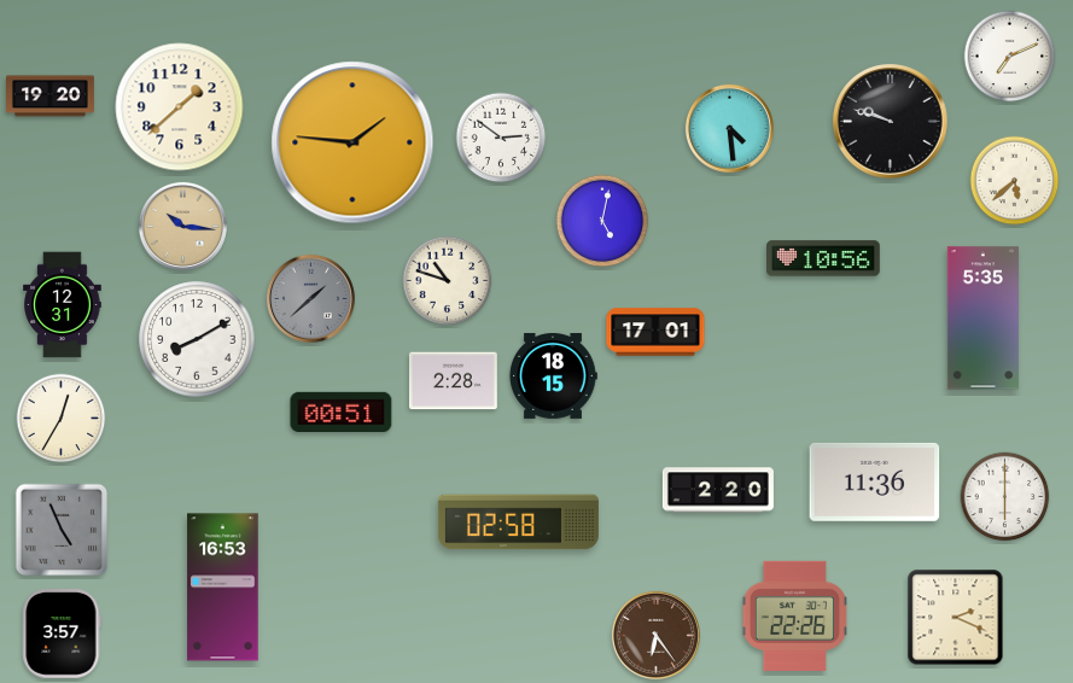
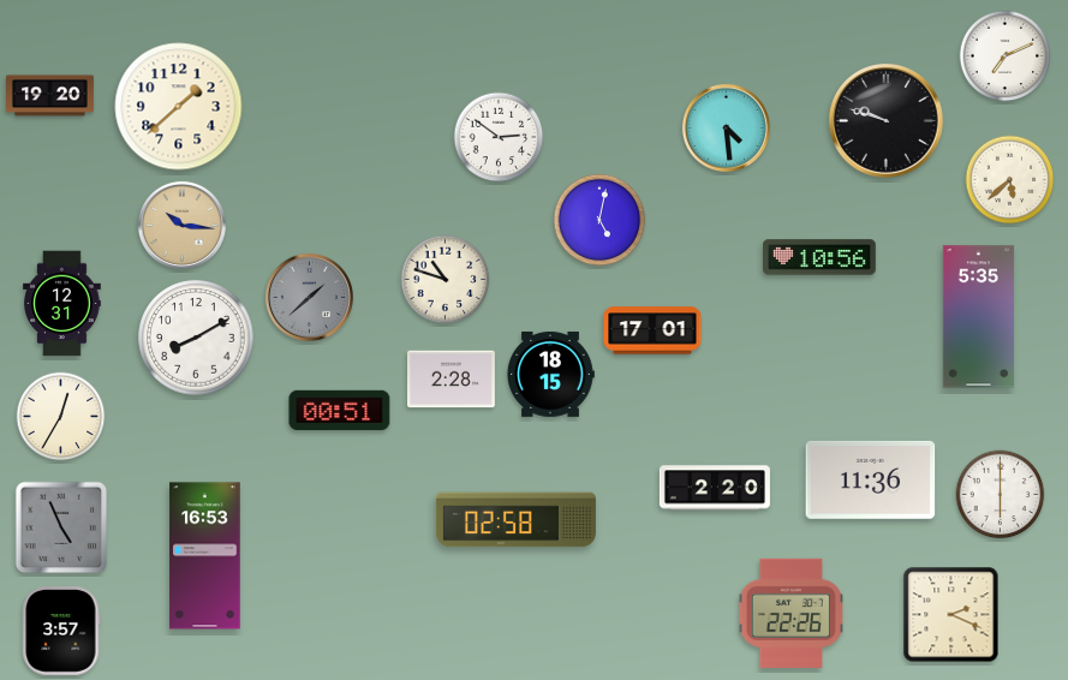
clock at (352, 142): 1:46 -> none
clock at (223, 588) position: (223, 588) -> (205, 556)
clock at (655, 635): 6:24 -> none
